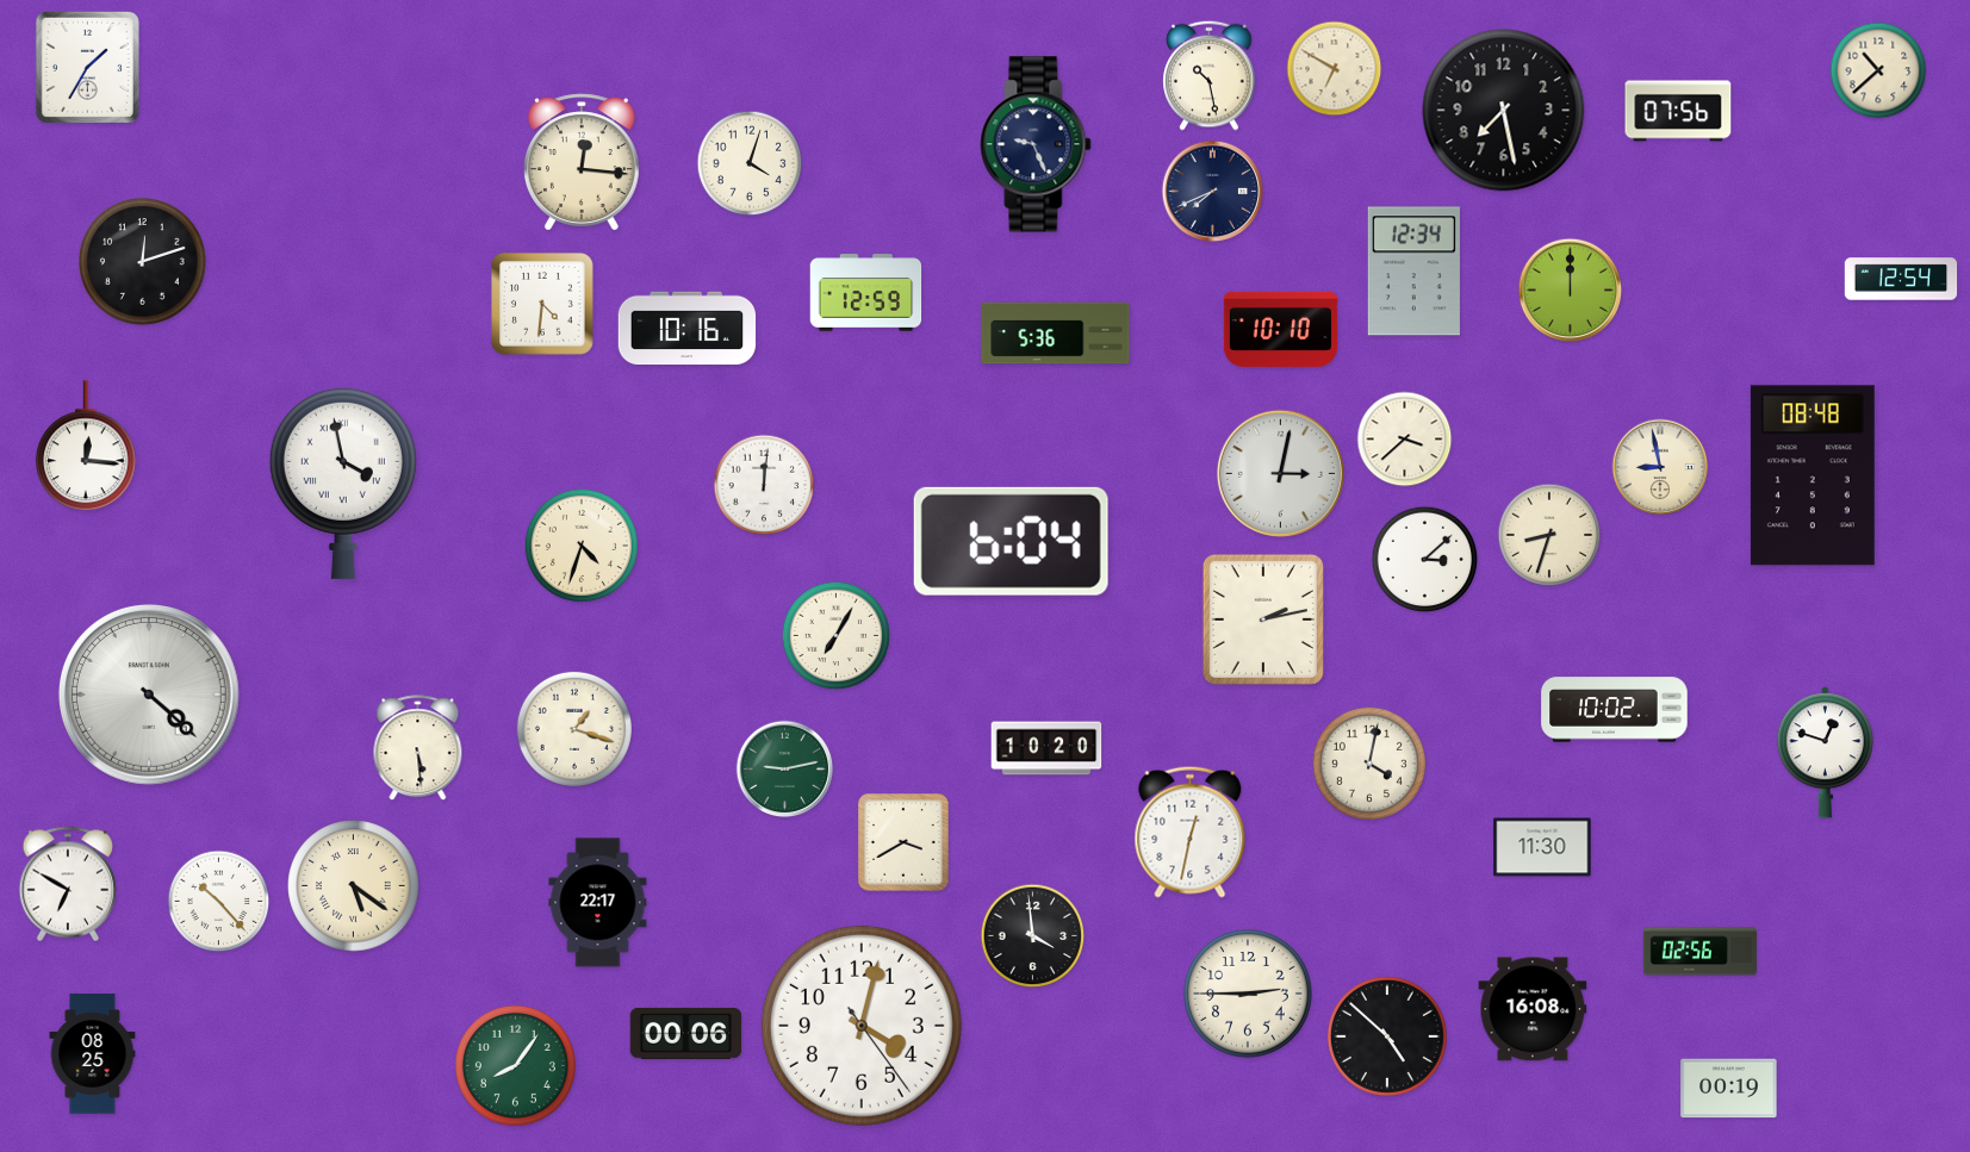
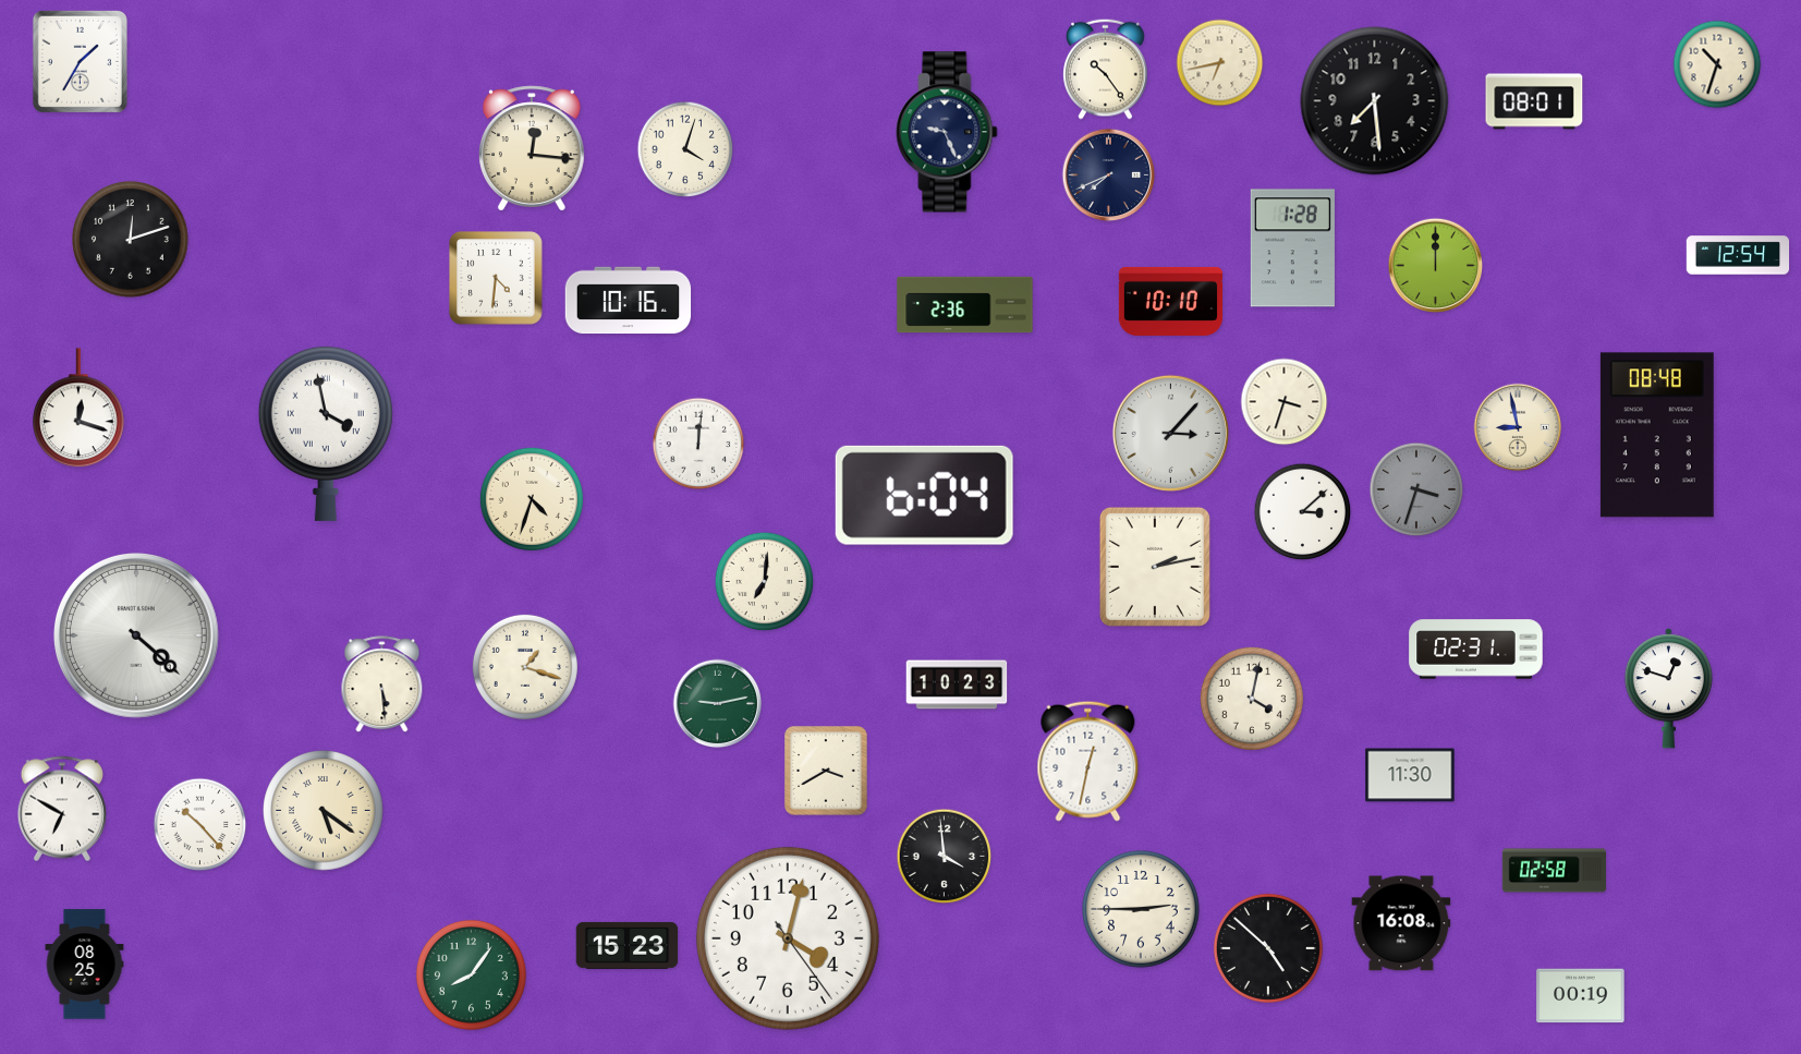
clock at (1335, 69): 6:50 -> 6:43
clock at (1878, 70): 10:38 -> 10:33
clock at (1210, 75): 10:28 -> 10:24
clock at (1504, 111): 7:28 -> 7:29
clock at (1678, 111): 07:56 -> 08:01
clock at (1413, 272): 12:34 -> 1:28
clock at (866, 293): 12:59 -> none
clock at (1056, 334): 5:36 -> 2:36
clock at (1405, 440): 3:38 -> 3:33
clock at (86, 447): 12:16 -> 12:18
clock at (1280, 473): 3:02 -> 3:07
clock at (343, 482) position: (343, 482) -> (326, 433)
clock at (1549, 535): 8:33 -> 3:33
clock at (1549, 535) dial: cream -> grey
clock at (837, 636): 7:05 -> 7:01
clock at (1615, 710): 10:02 -> 02:31
clock at (1046, 748): 10:20 -> 10:23
clock at (598, 903): 22:17 -> none
clock at (1699, 952): 02:56 -> 02:58
clock at (686, 1033): 00:06 -> 15:23
